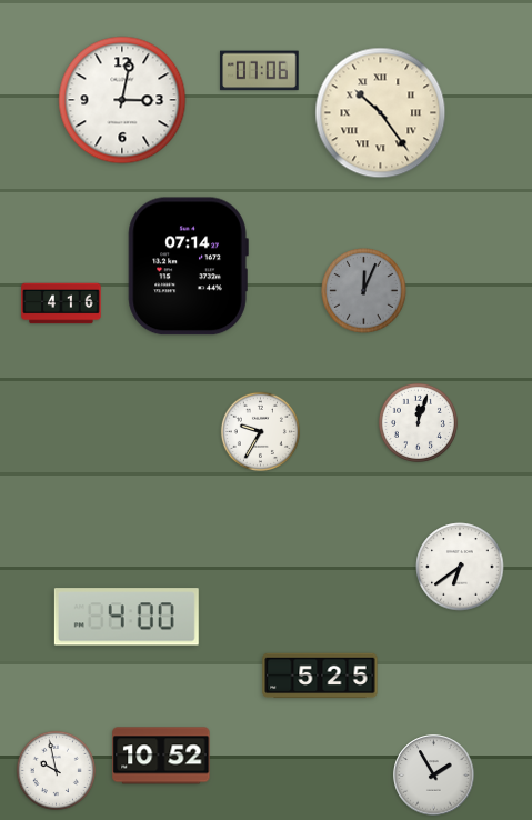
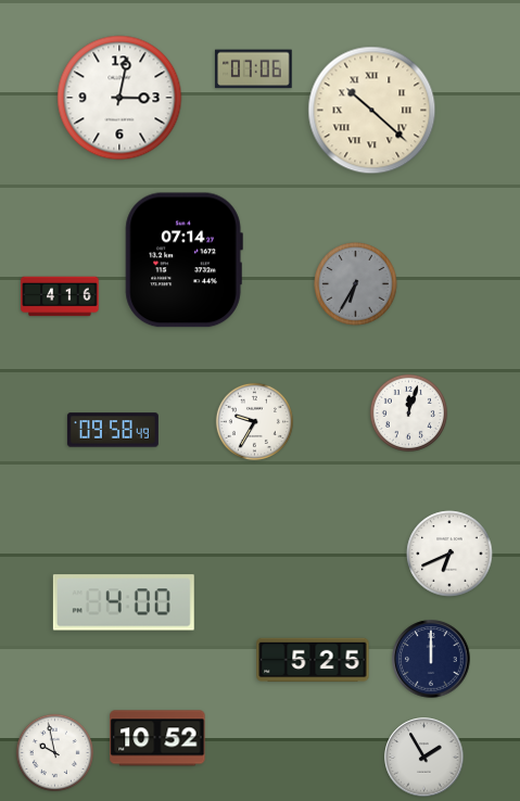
clock at (381, 113): 10:24 -> 10:22
clock at (364, 291): 12:04 -> 6:35
clock at (113, 430): none -> 09:58
clock at (460, 567): 6:39 -> 6:41
clock at (431, 659): none -> 12:00
